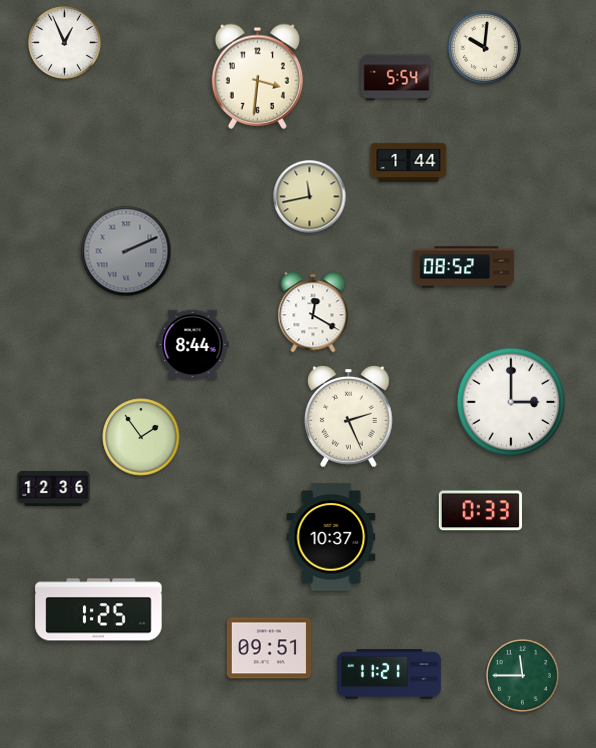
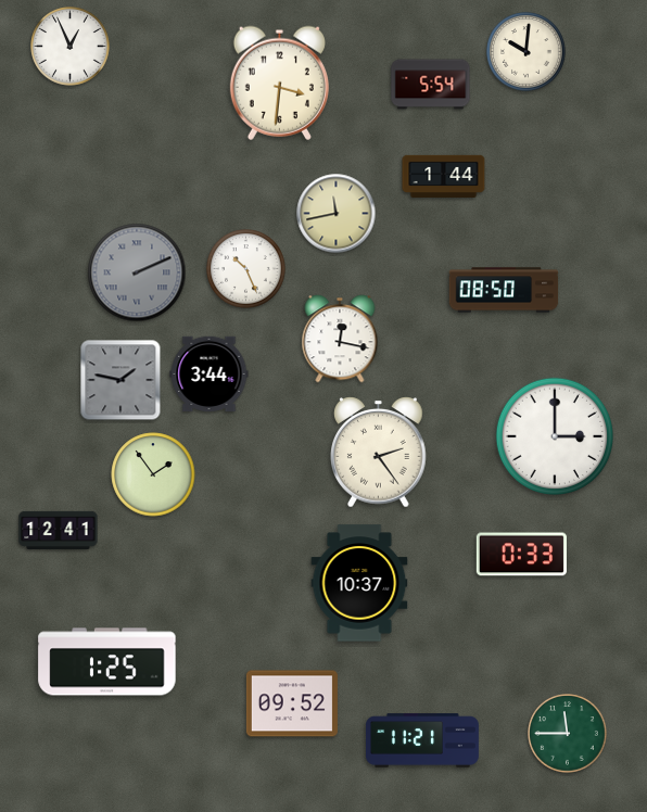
clock at (246, 269): none -> 10:26
clock at (464, 267): 08:52 -> 08:50
clock at (313, 312): 12:20 -> 12:17
clock at (193, 344): 8:44 -> 3:44
clock at (120, 380): none -> 1:47
clock at (349, 417): 2:26 -> 2:24
clock at (54, 488): 12:36 -> 12:41
clock at (269, 648): 09:51 -> 09:52
clock at (389, 674) position: (389, 674) -> (422, 740)
